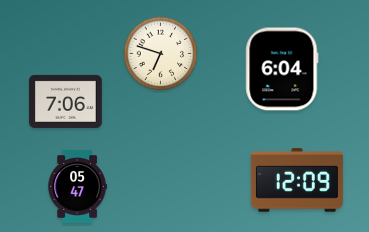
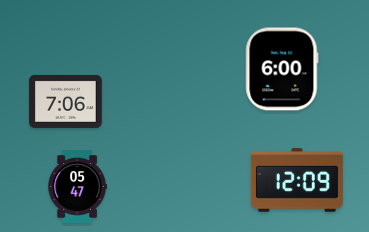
clock at (161, 54): 6:48 -> none
clock at (282, 69): 6:04 -> 6:00
